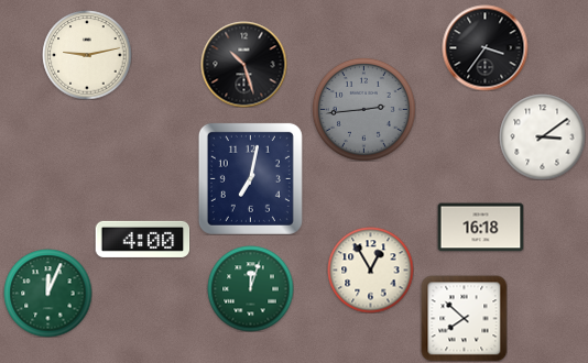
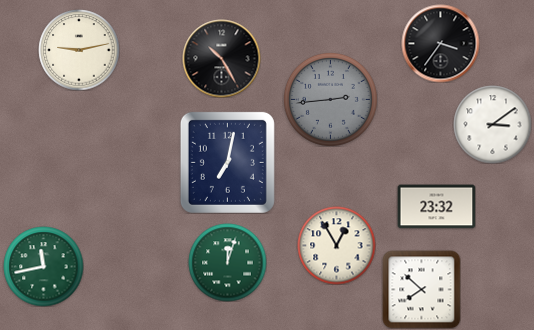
clock at (243, 64): 10:27 -> 10:25
clock at (480, 228): 16:18 -> 23:32
clock at (142, 239): 4:00 -> none
clock at (47, 293): 12:04 -> 11:43
